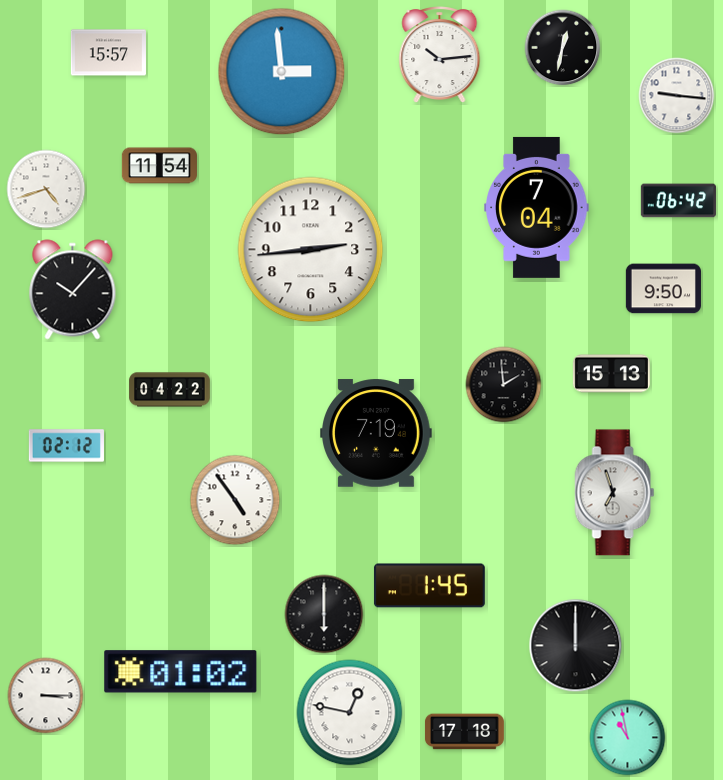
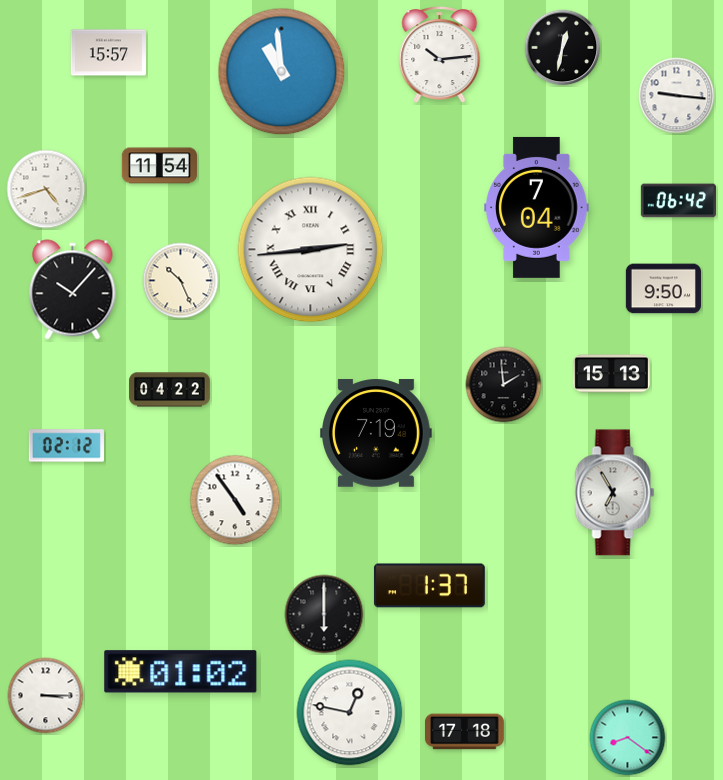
clock at (282, 72): 2:59 -> 10:59
clock at (311, 250) numerals: Arabic -> Roman
clock at (181, 281): none -> 10:26
clock at (615, 493): 6:57 -> 6:55
clock at (429, 586): 1:45 -> 1:37
clock at (576, 646): 12:00 -> none
clock at (628, 738): 10:58 -> 8:21
